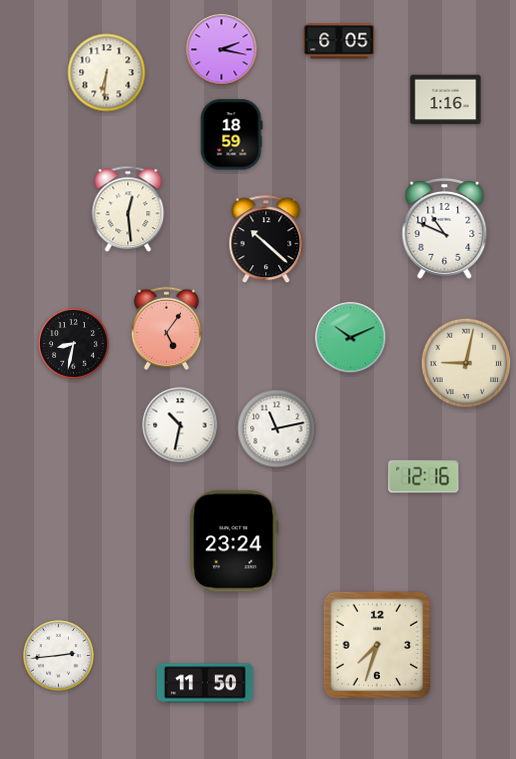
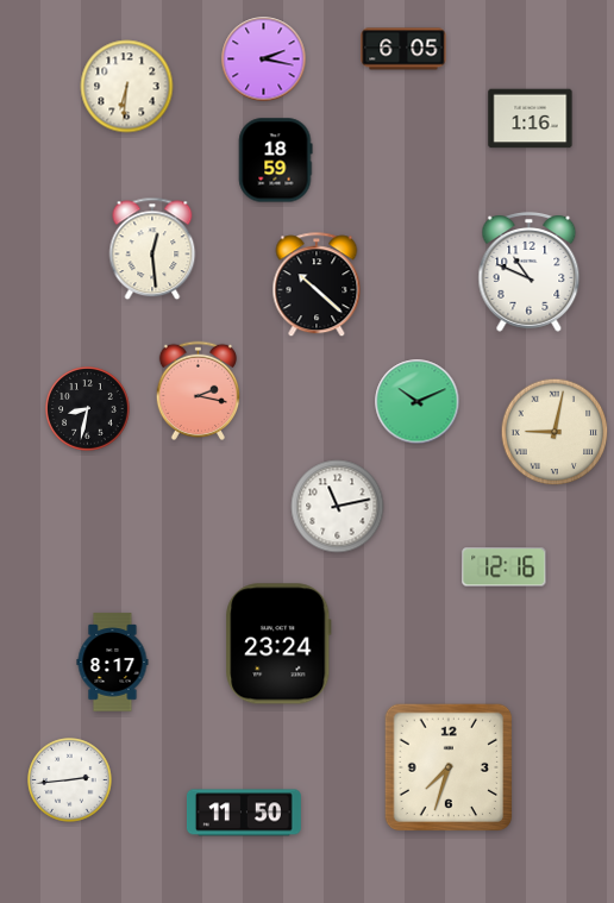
clock at (166, 328): 5:06 -> 2:17
clock at (180, 425): 10:32 -> none
clock at (277, 429) position: (277, 429) -> (338, 507)
clock at (113, 663): none -> 8:17
